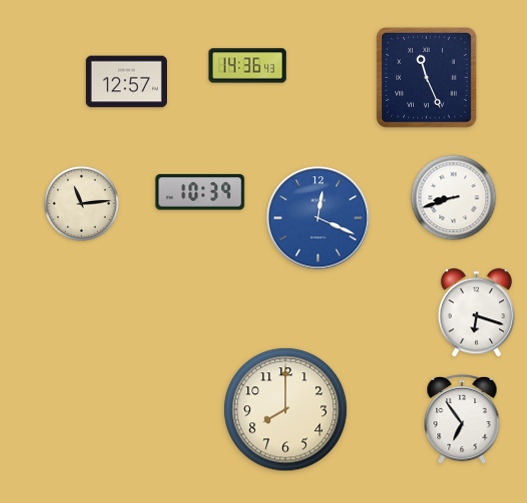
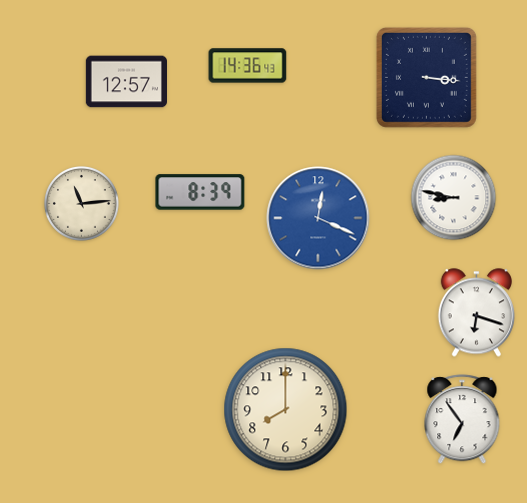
clock at (426, 77): 11:26 -> 3:16
clock at (200, 192): 10:39 -> 8:39
clock at (454, 198): 8:42 -> 8:47
